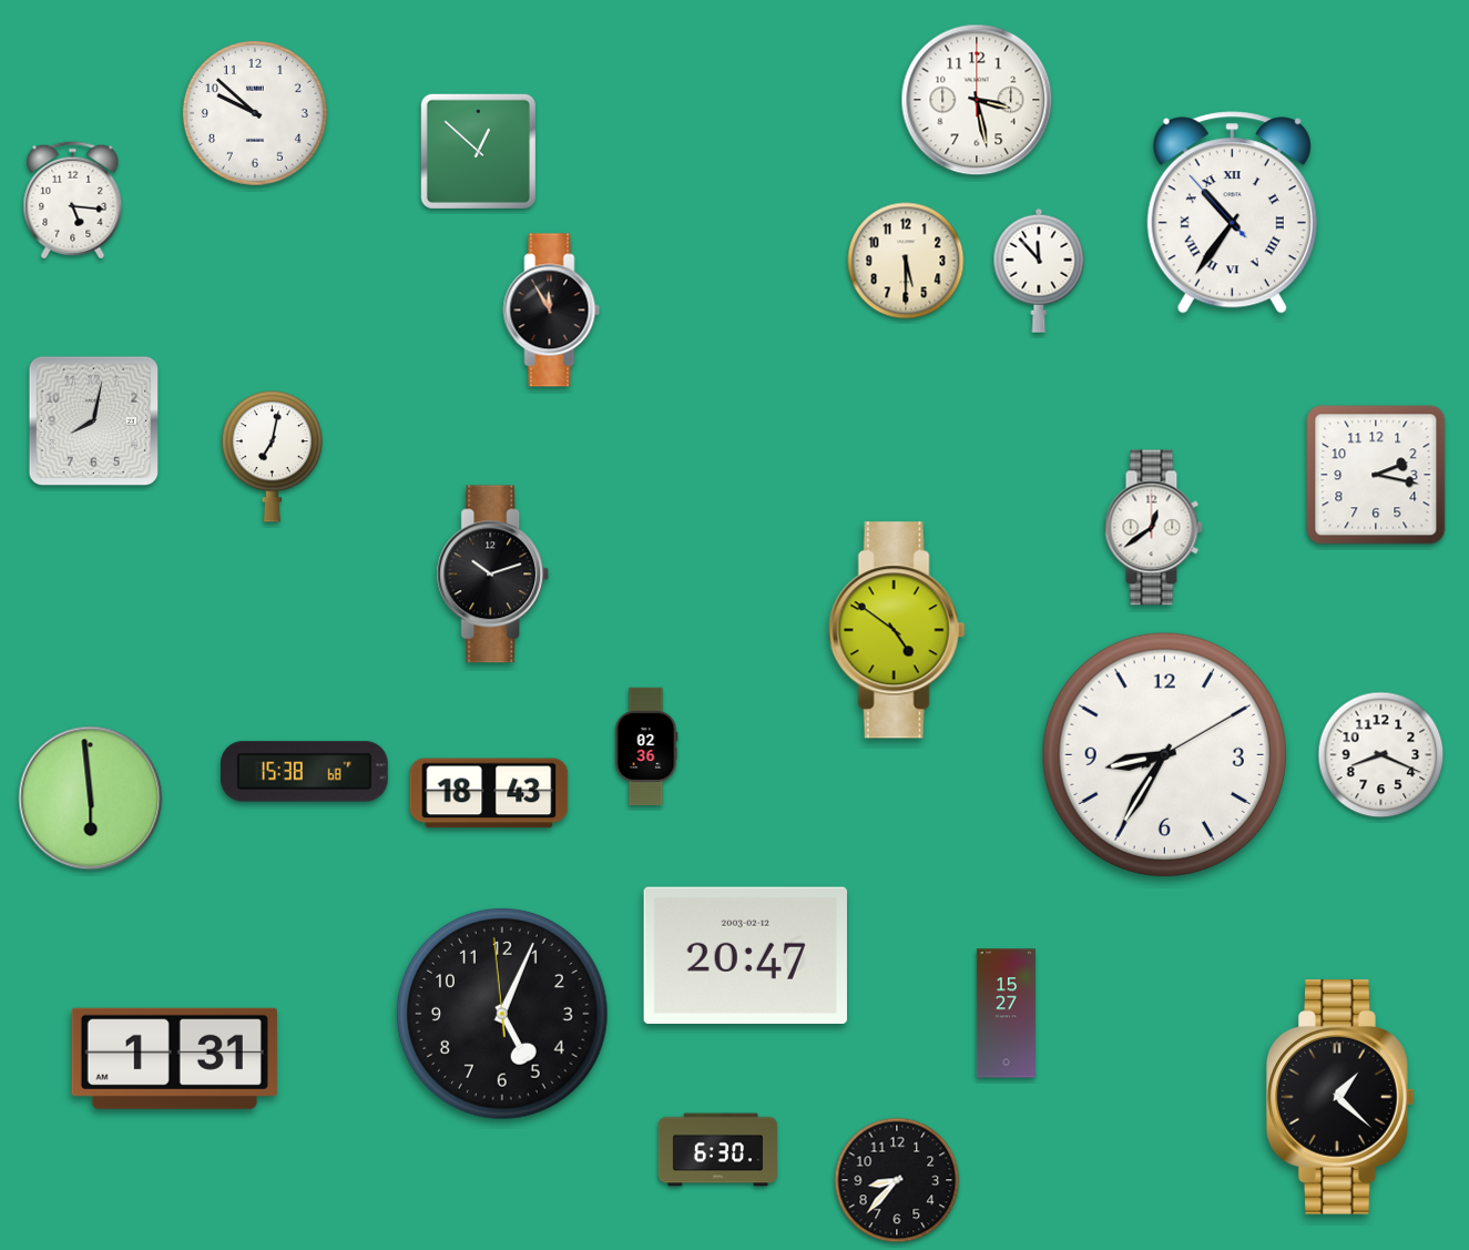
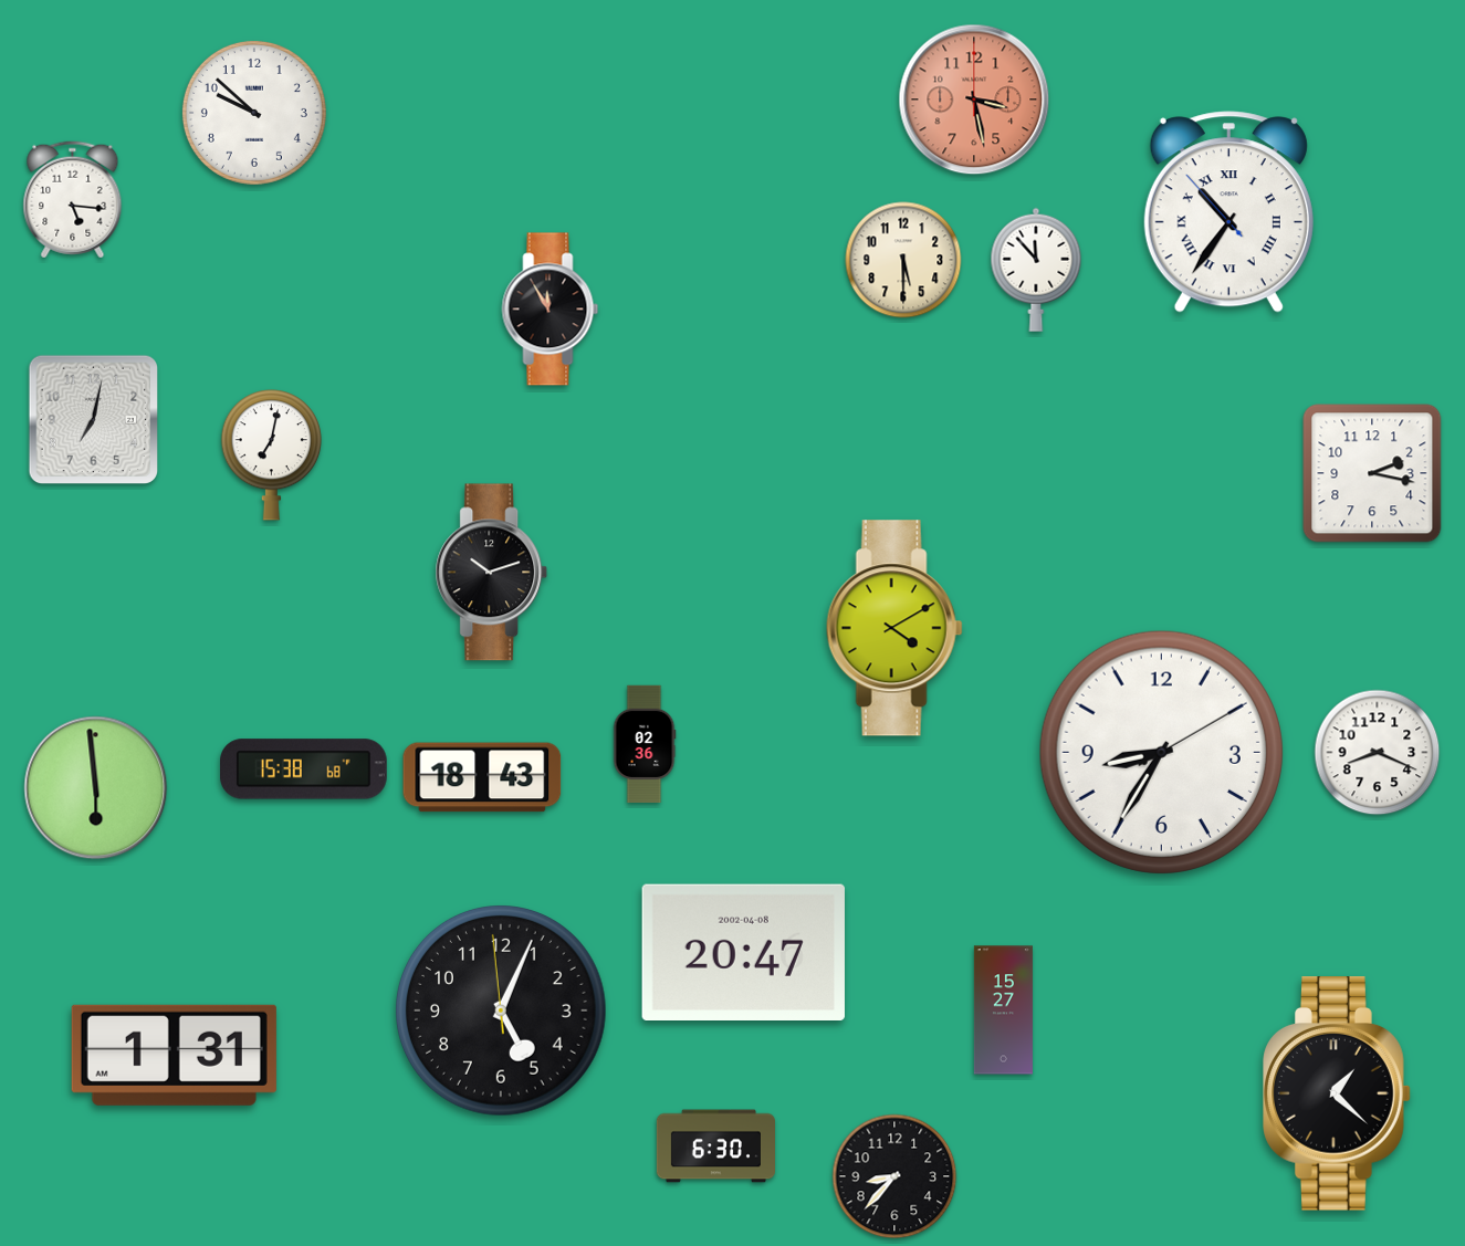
clock at (977, 100) dial: white -> salmon
clock at (478, 151): 12:52 -> none
clock at (93, 420): 8:02 -> 7:02
clock at (1153, 528): 12:39 -> none
clock at (897, 630): 4:51 -> 4:10
clock at (489, 793) position: (489, 793) -> (482, 777)
clock at (91, 799) position: (91, 799) -> (96, 788)
clock at (745, 955) date: 2003-02-12 -> 2002-04-08
